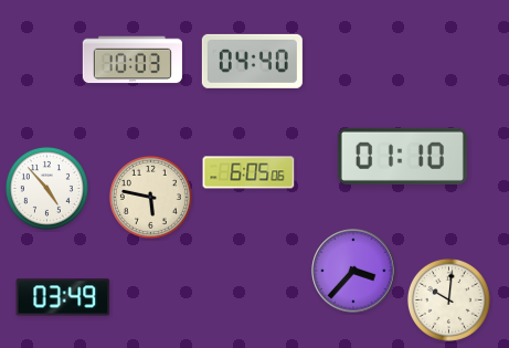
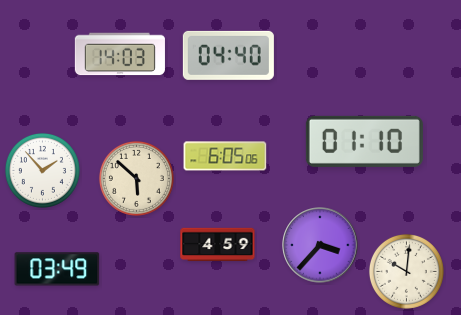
clock at (132, 60): 10:03 -> 14:03
clock at (46, 188): 4:53 -> 1:53
clock at (150, 197): 5:47 -> 5:52
clock at (218, 245): none -> 4:59
